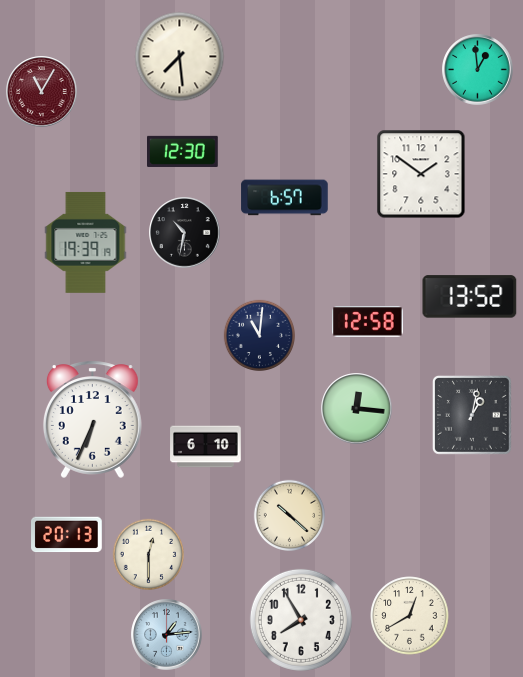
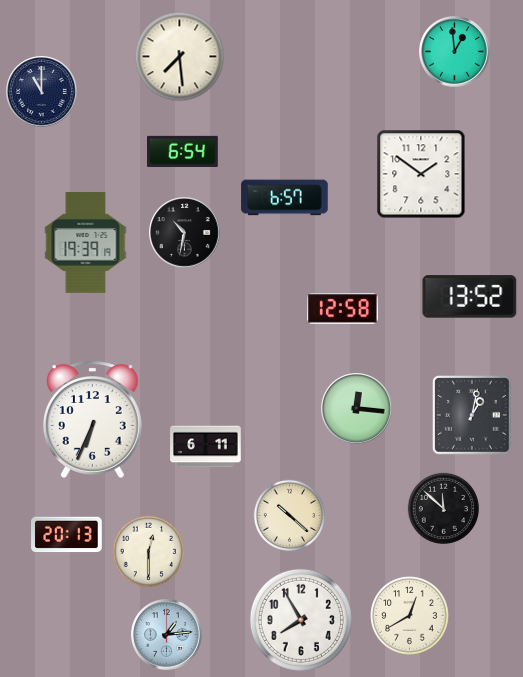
clock at (478, 70) position: (478, 70) -> (455, 52)
clock at (42, 92): 11:05 -> 11:00
clock at (42, 92) dial: burgundy -> navy
clock at (183, 151): 12:30 -> 6:54
clock at (368, 322) position: (368, 322) -> (343, 309)
clock at (259, 335): 11:01 -> none
clock at (206, 447): 6:10 -> 6:11
clock at (443, 508): none -> 11:52
clock at (148, 554) position: (148, 554) -> (148, 551)
